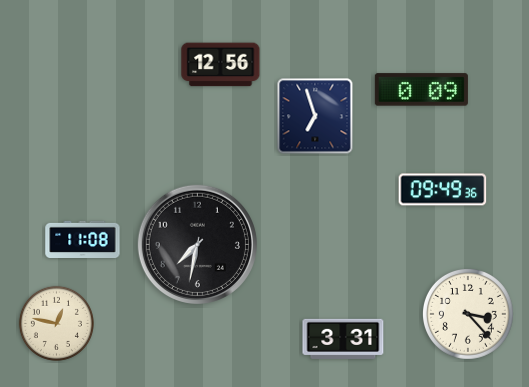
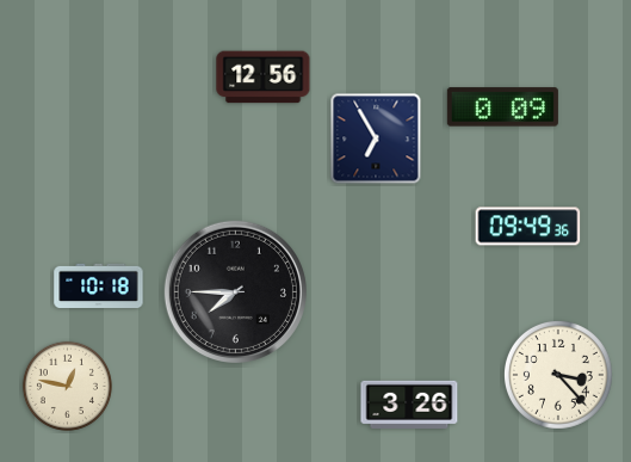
clock at (315, 116): 6:57 -> 6:55
clock at (83, 239): 11:08 -> 10:18
clock at (197, 244): 7:32 -> 7:45
clock at (343, 339): 3:31 -> 3:26
